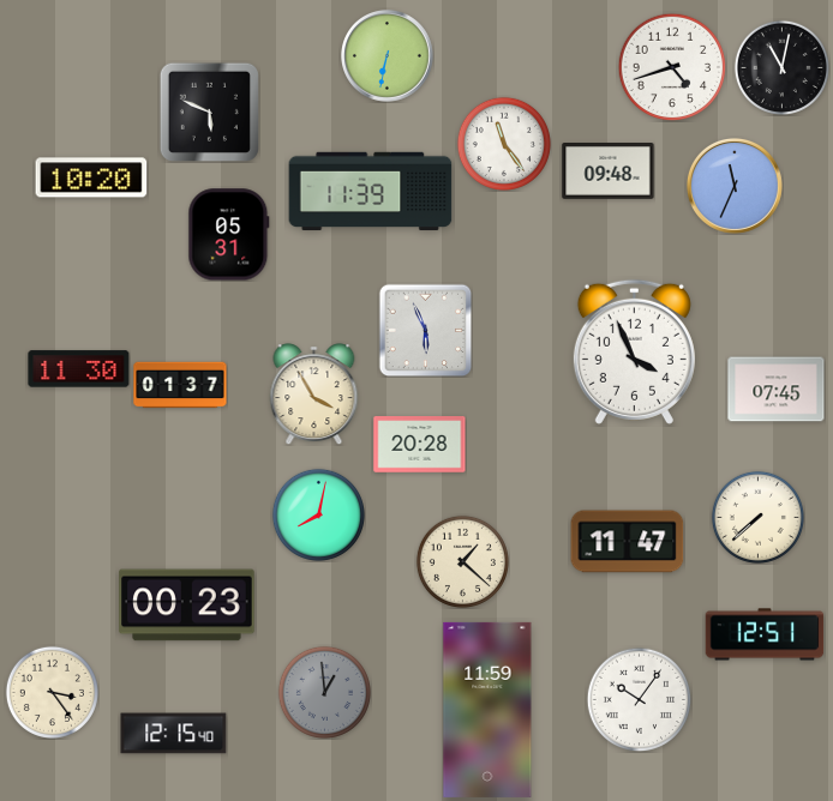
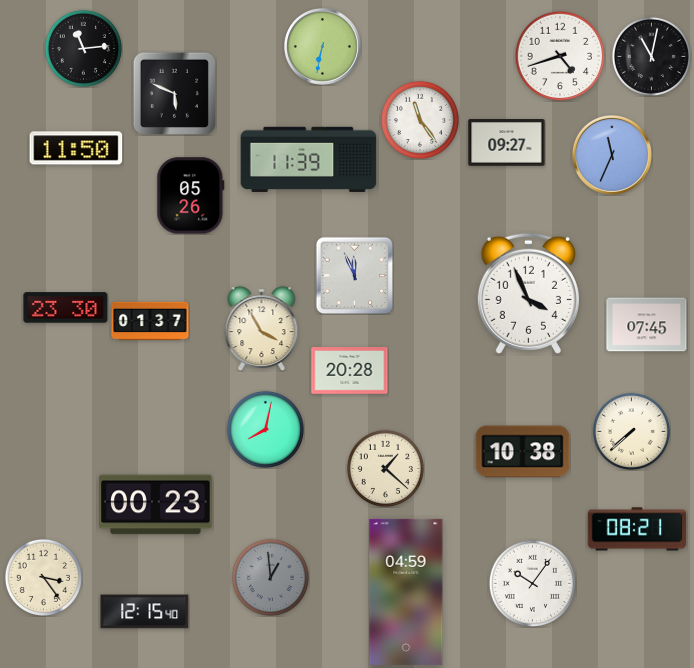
clock at (83, 48): none -> 11:14
clock at (609, 171): 09:48 -> 09:27
clock at (91, 177): 10:20 -> 11:50
clock at (229, 235): 05:31 -> 05:26
clock at (425, 330): 5:56 -> 11:56
clock at (79, 369): 11:30 -> 23:30
clock at (628, 542): 11:47 -> 10:38
clock at (765, 634): 12:51 -> 08:21
clock at (487, 710): 11:59 -> 04:59
